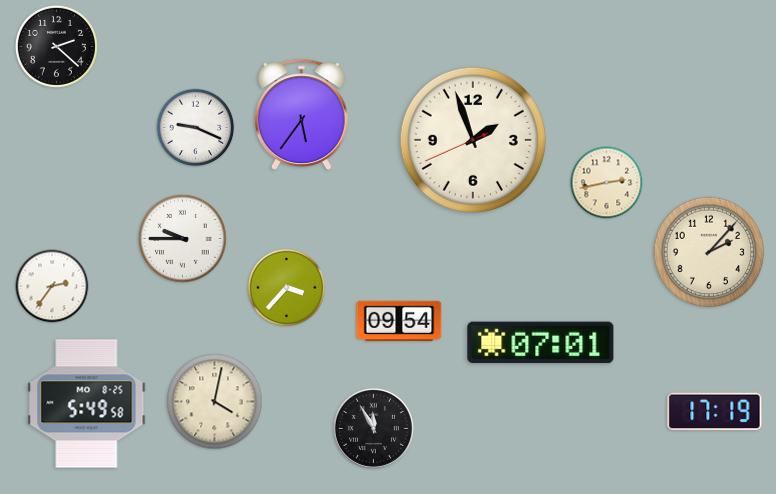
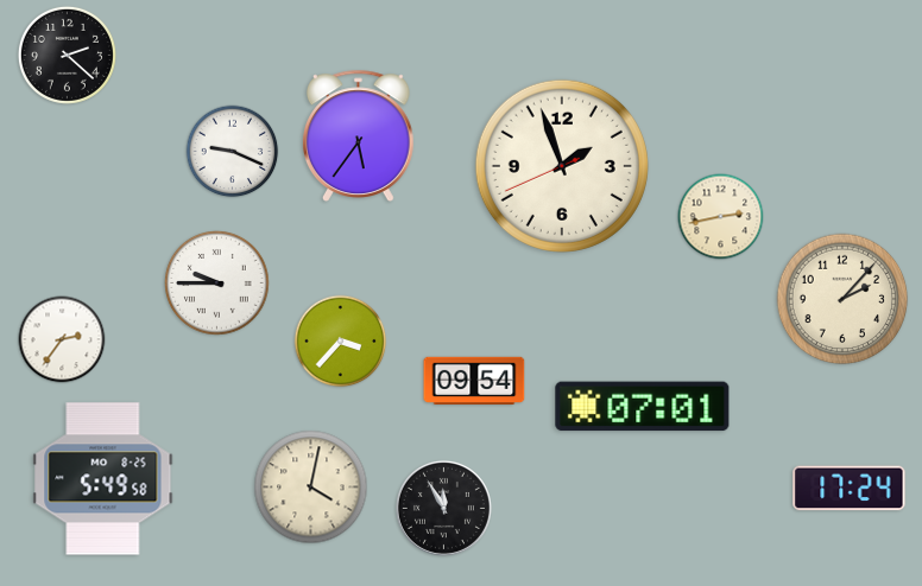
clock at (215, 402) position: (215, 402) -> (311, 488)
clock at (715, 412): 17:19 -> 17:24
